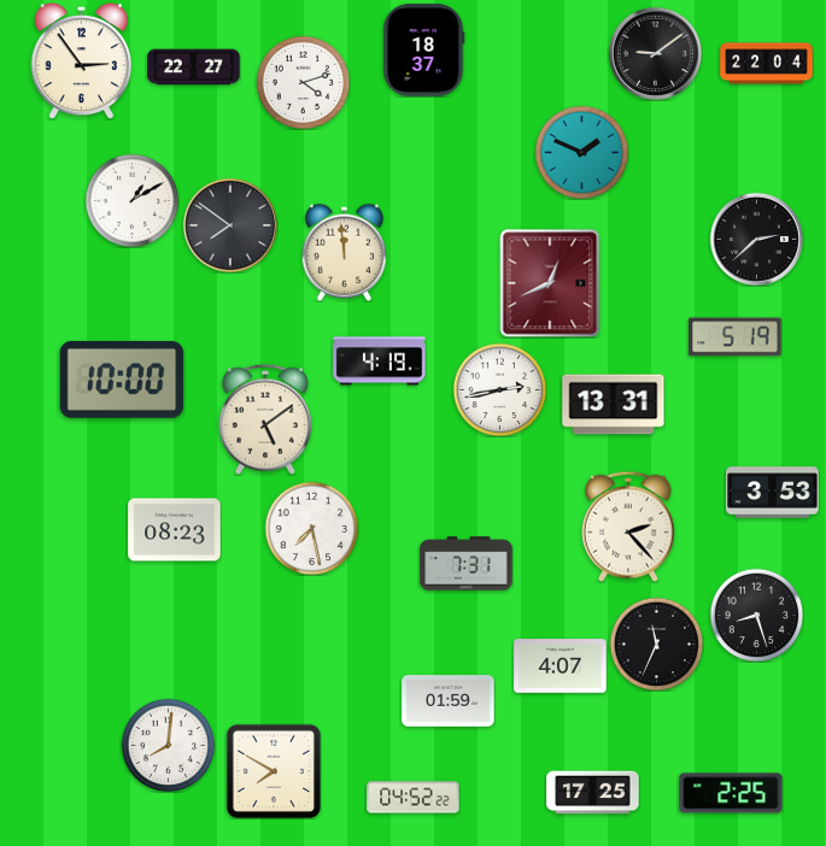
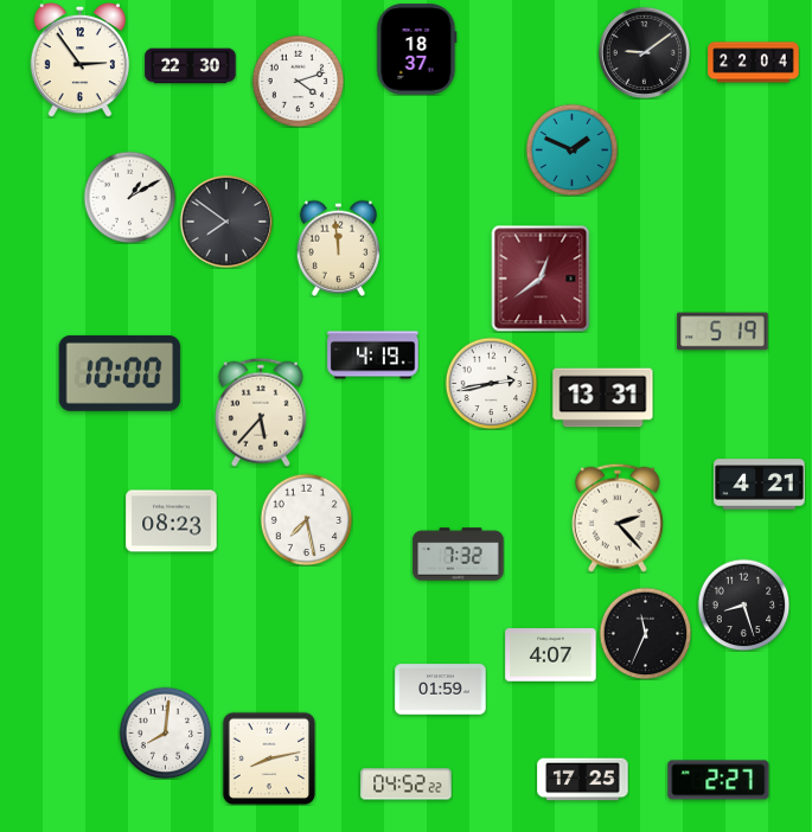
clock at (194, 67): 22:27 -> 22:30
clock at (756, 239): 2:38 -> none
clock at (550, 283): 12:41 -> 12:39
clock at (265, 419): 5:09 -> 5:37
clock at (773, 493): 3:53 -> 4:21
clock at (467, 564): 7:31 -> 7:32
clock at (274, 771): 7:50 -> 8:13
clock at (731, 793): 2:25 -> 2:27
